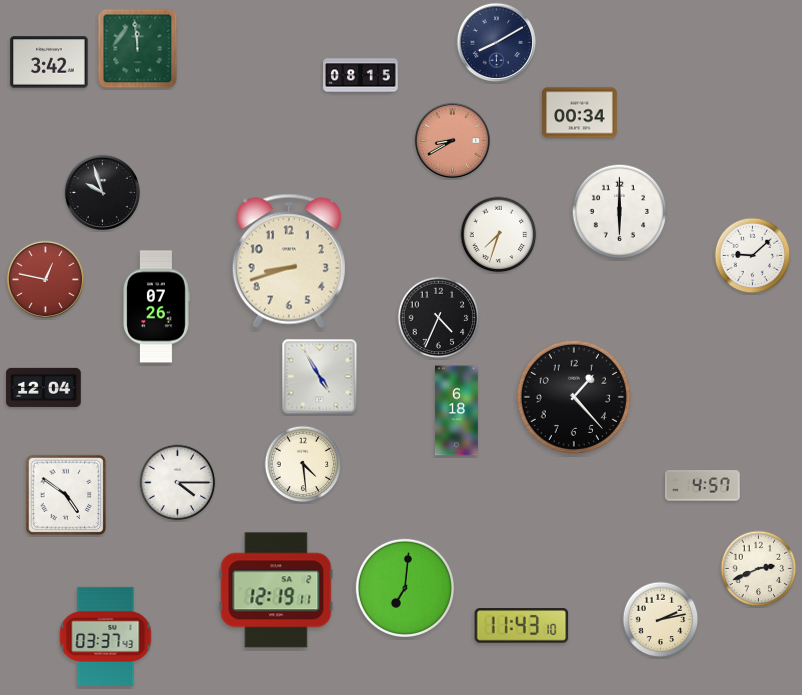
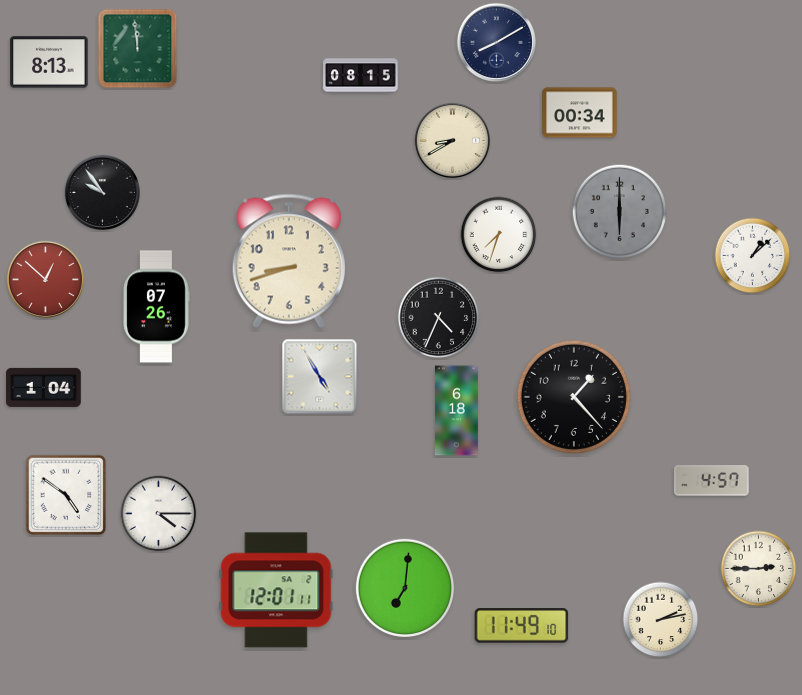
clock at (49, 62): 3:42 -> 8:13
clock at (452, 140) dial: salmon -> cream
clock at (102, 192): 9:57 -> 9:54
clock at (620, 212) dial: white -> grey
clock at (753, 256): 9:08 -> 1:08
clock at (45, 279): 12:47 -> 12:52
clock at (44, 387): 12:04 -> 1:04
clock at (303, 464): 4:29 -> none
clock at (178, 483) position: (178, 483) -> (159, 514)
clock at (703, 486) position: (703, 486) -> (712, 481)
clock at (759, 569): 2:41 -> 2:45
clock at (276, 590): 12:19 -> 12:01
clock at (522, 626): 11:43 -> 11:49
clock at (106, 636): 03:37 -> none
